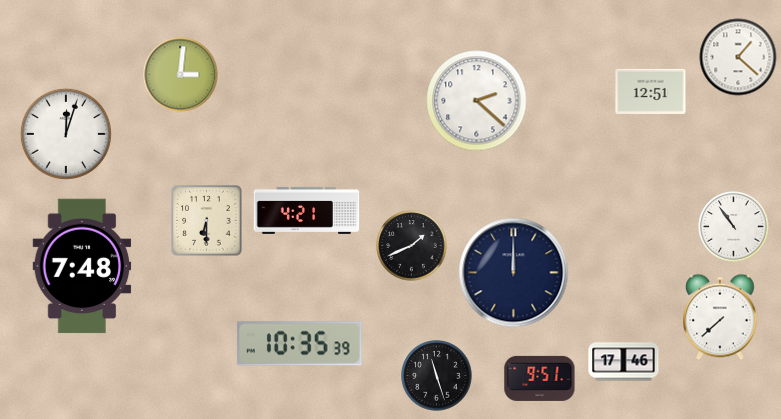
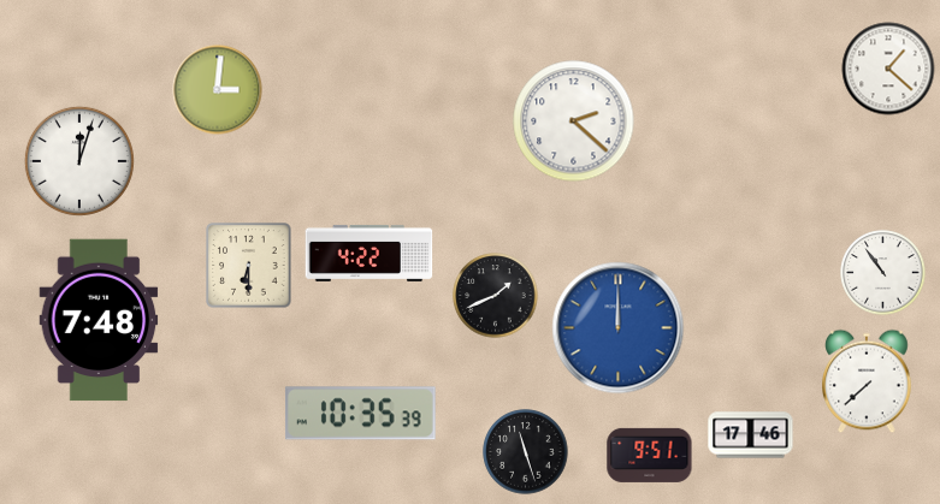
clock at (651, 91): 12:51 -> none
clock at (307, 210): 4:21 -> 4:22
clock at (514, 273) dial: navy -> blue
